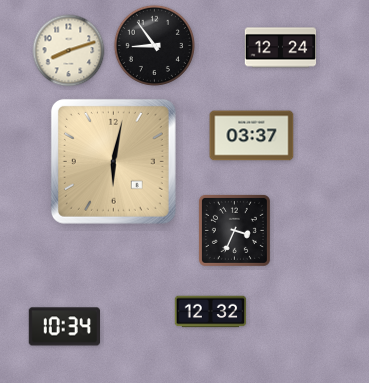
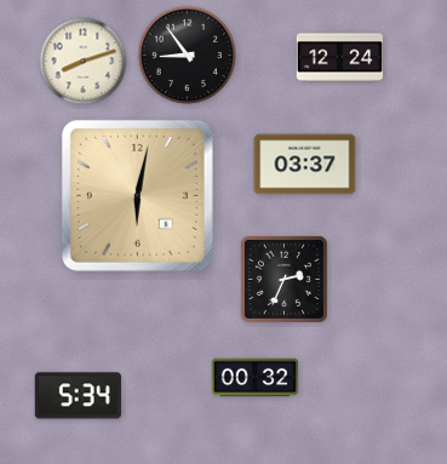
clock at (234, 230): 3:34 -> 2:34
clock at (211, 312): 12:32 -> 00:32
clock at (64, 327): 10:34 -> 5:34
